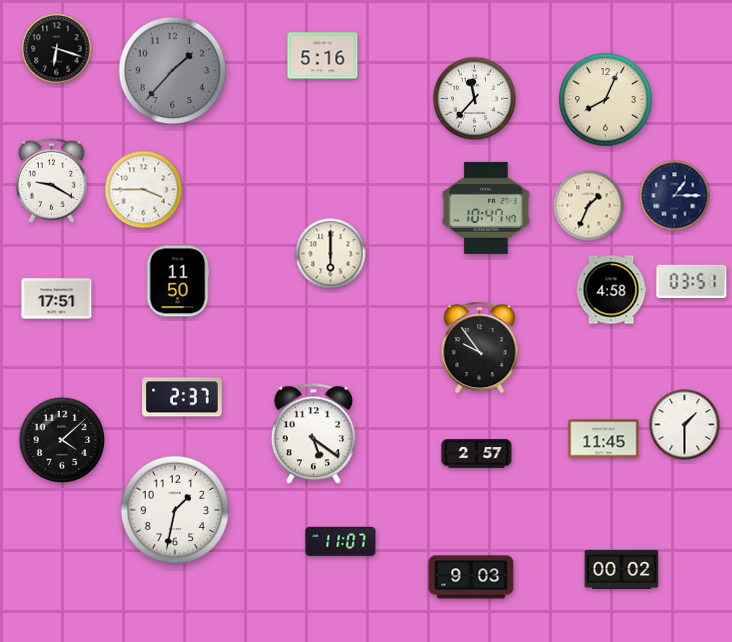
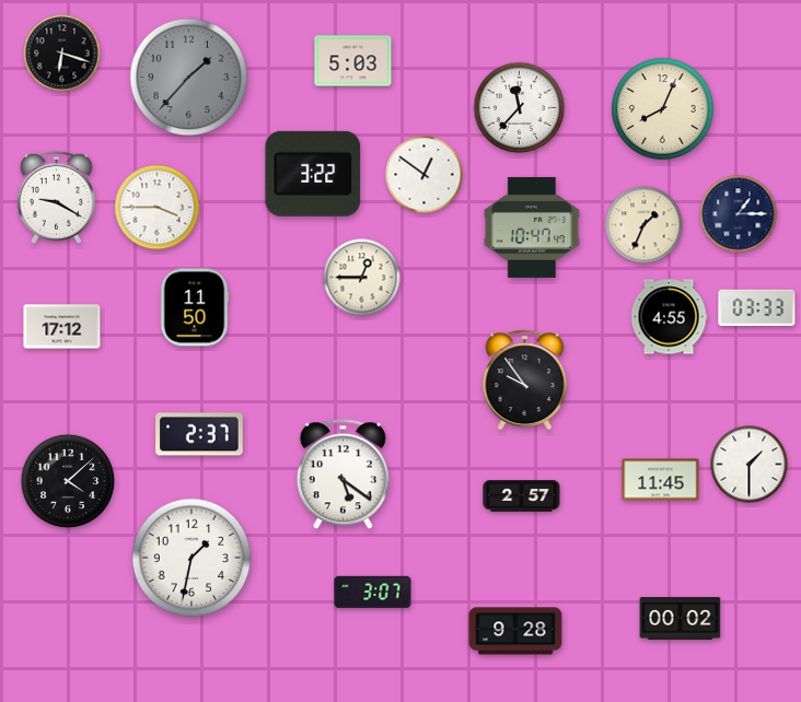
clock at (323, 56): 5:16 -> 5:03
clock at (313, 174): none -> 3:22
clock at (425, 175): none -> 12:51
clock at (331, 254): 6:00 -> 12:45
clock at (692, 281): 03:51 -> 03:33
clock at (611, 290): 4:58 -> 4:55
clock at (57, 299): 17:51 -> 17:12
clock at (341, 541): 11:07 -> 3:07
clock at (622, 569) position: (622, 569) -> (681, 618)
clock at (471, 577): 9:03 -> 9:28
